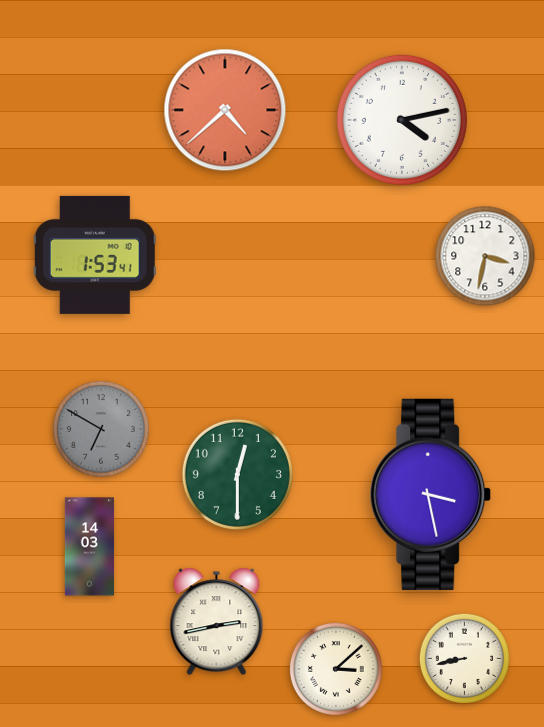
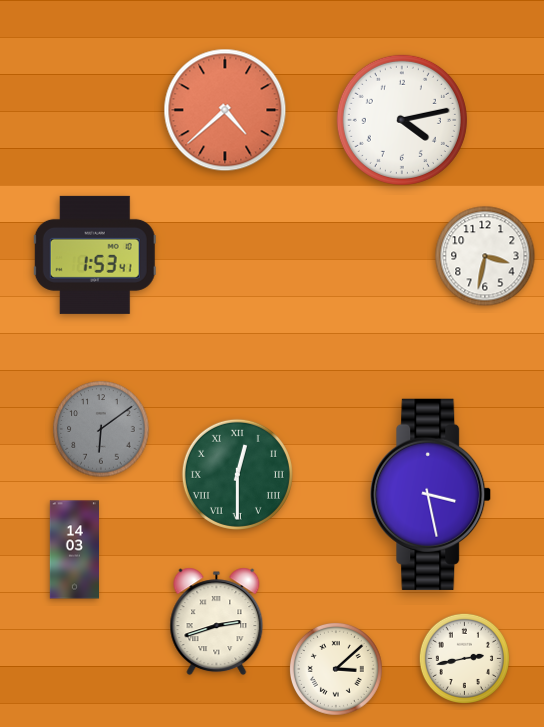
clock at (101, 429): 6:50 -> 6:09
clock at (237, 474) numerals: Arabic -> Roman
clock at (89, 547) position: (89, 547) -> (74, 550)
clock at (217, 622): 2:43 -> 2:42
clock at (464, 658): 8:43 -> 2:43
